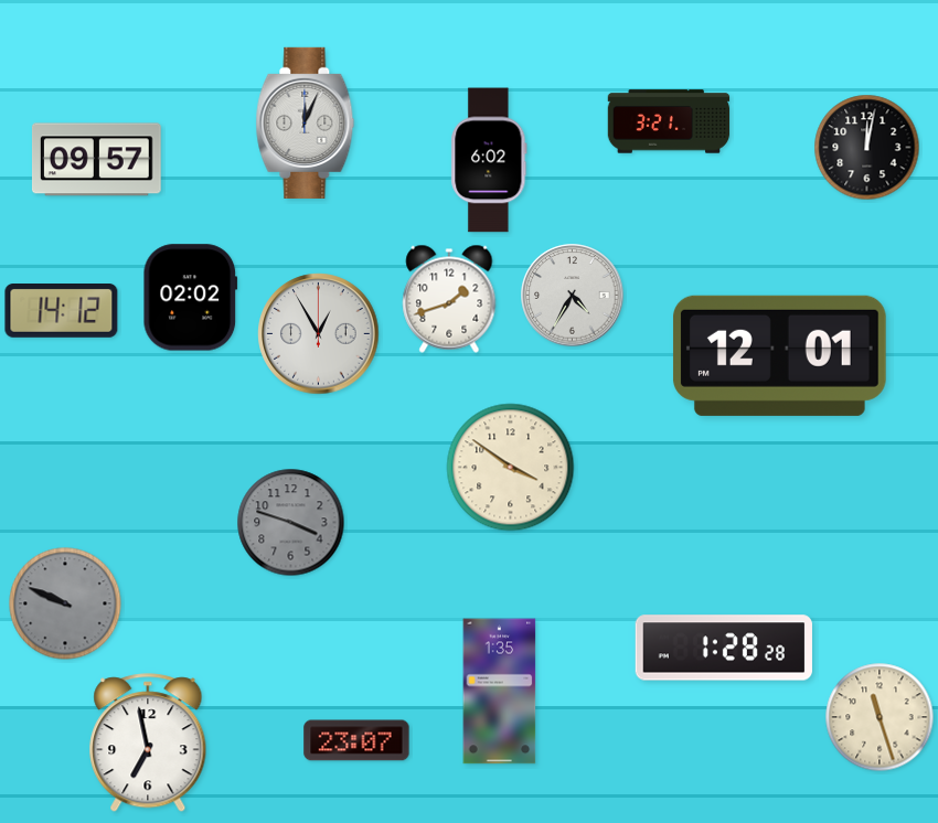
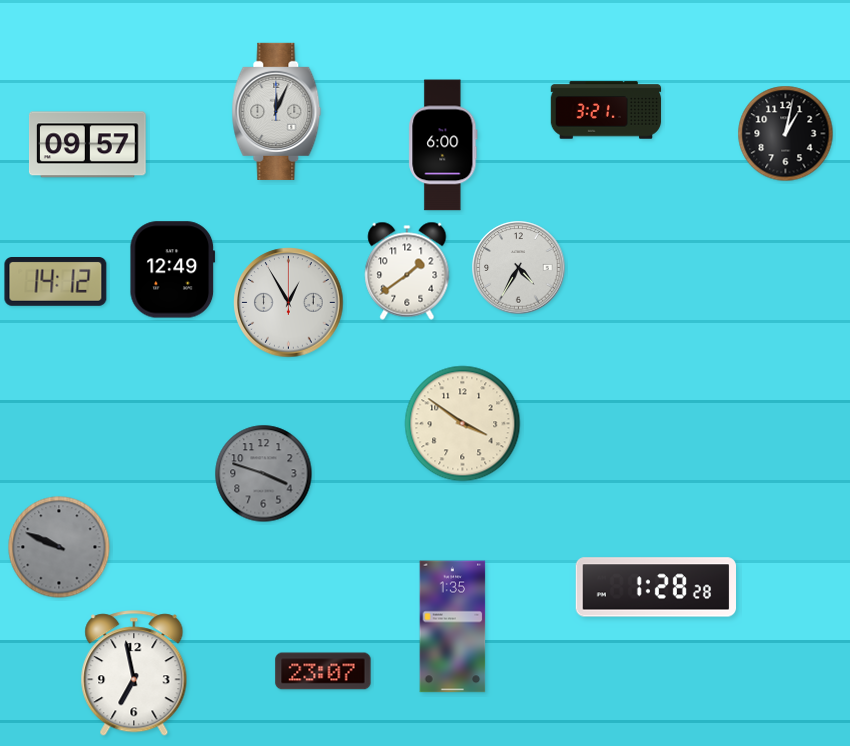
clock at (867, 148): 12:02 -> 1:02
clock at (489, 160): 6:02 -> 6:00
clock at (191, 298): 02:02 -> 12:49
clock at (449, 299): 1:42 -> 1:39
clock at (779, 355): 12:01 -> none
clock at (880, 717): 11:27 -> none
